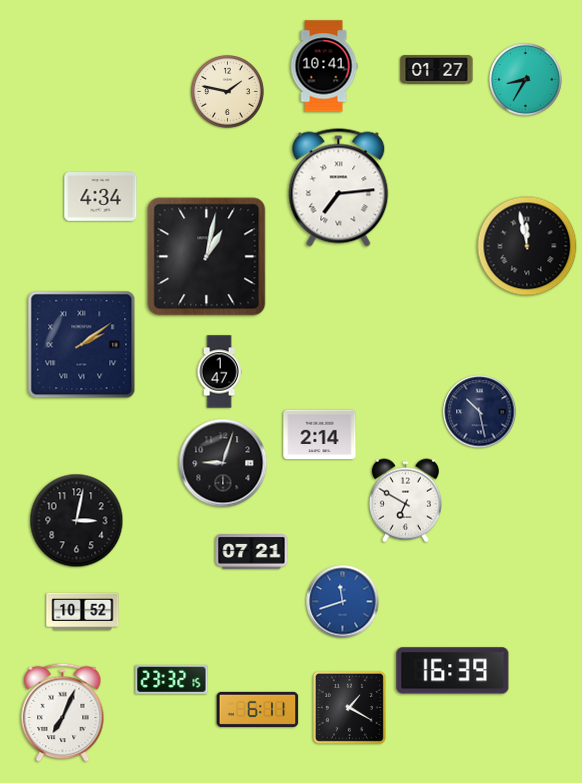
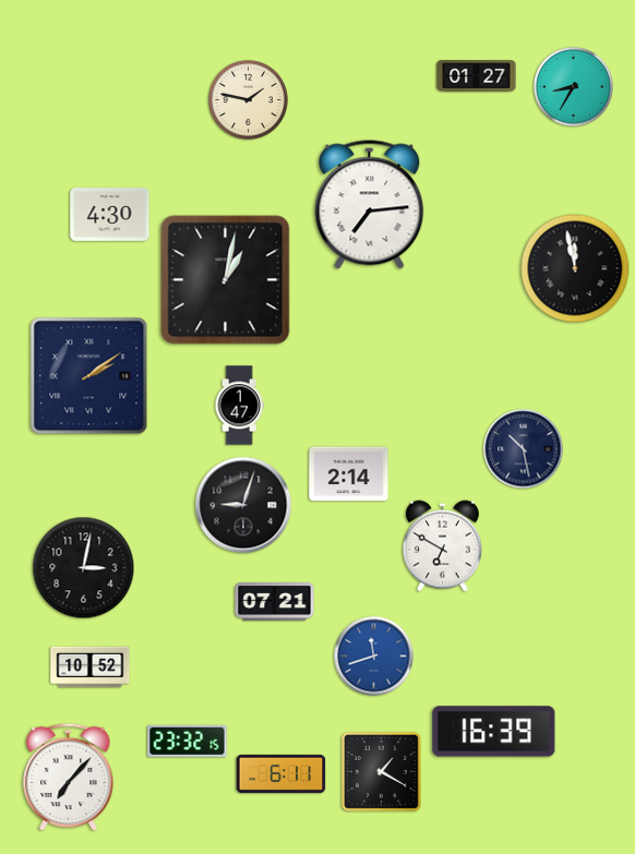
clock at (324, 66): 10:41 -> none
clock at (101, 197): 4:34 -> 4:30
clock at (63, 713): 7:04 -> 7:07
